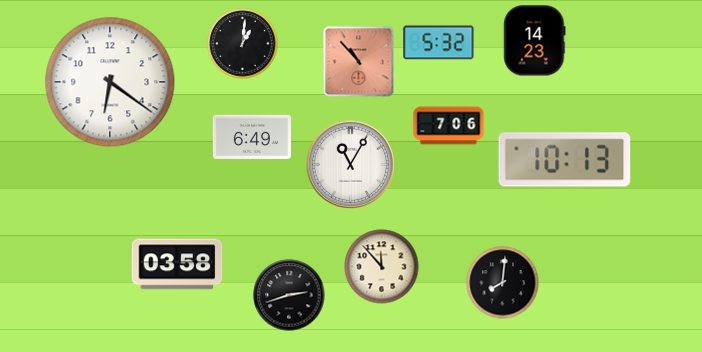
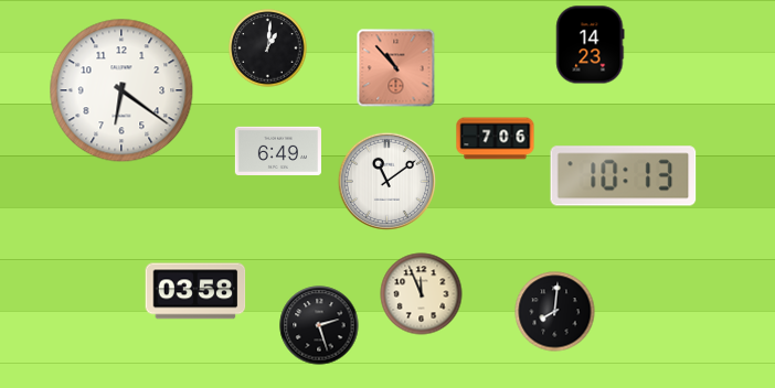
clock at (439, 43): 5:32 -> none
clock at (350, 164): 11:05 -> 11:09
clock at (382, 267): 11:53 -> 11:56
clock at (289, 295): 2:42 -> 2:27
